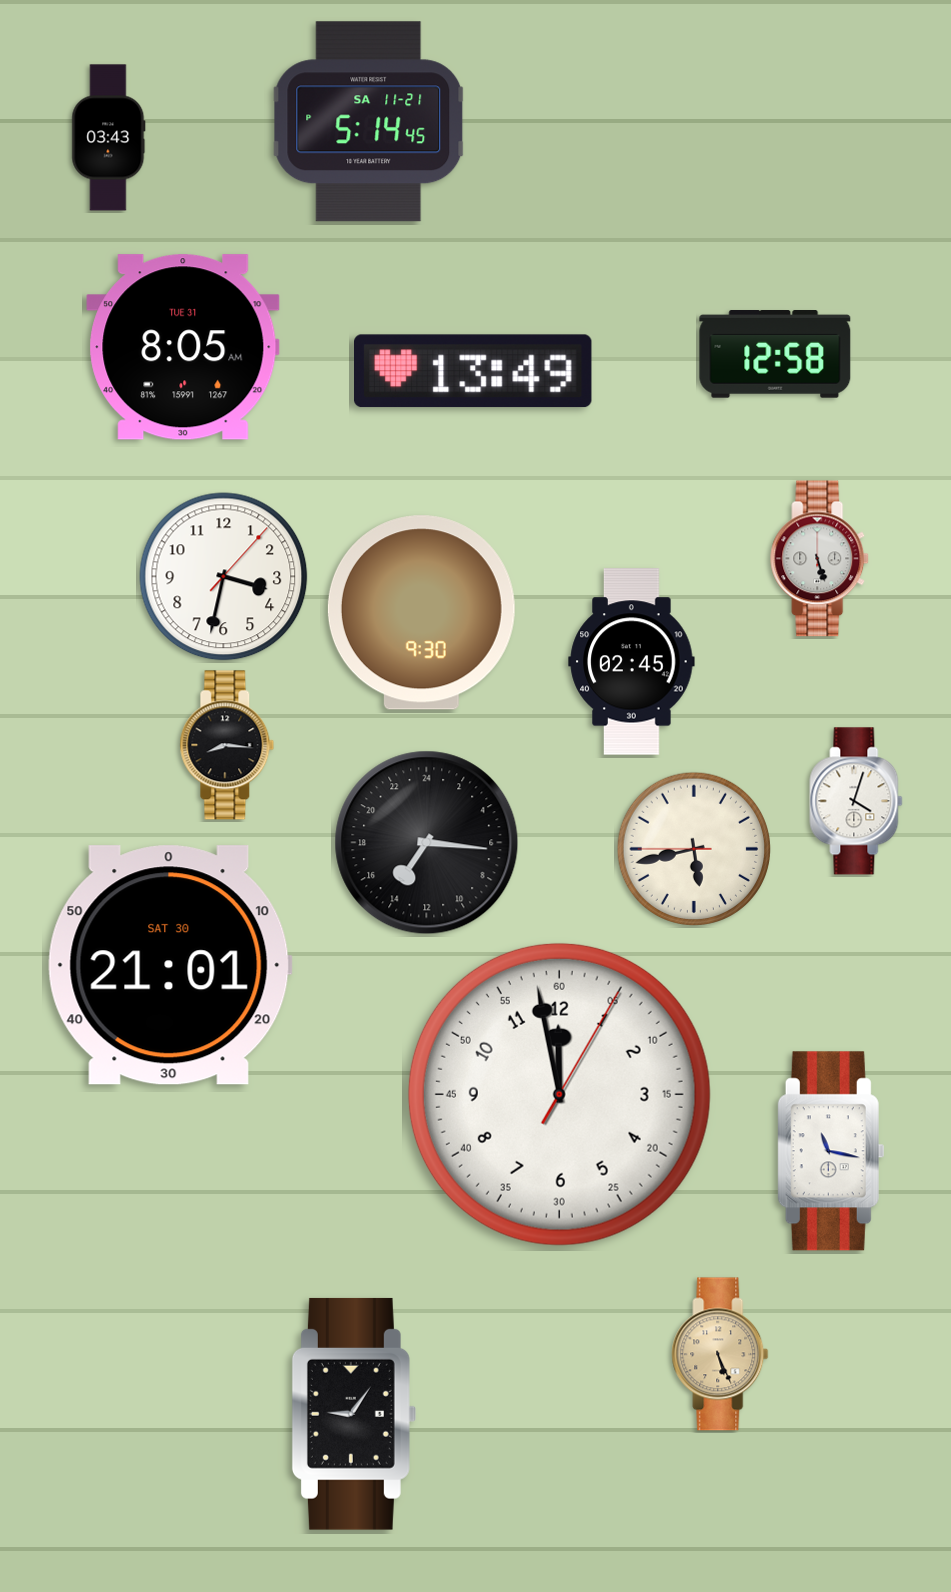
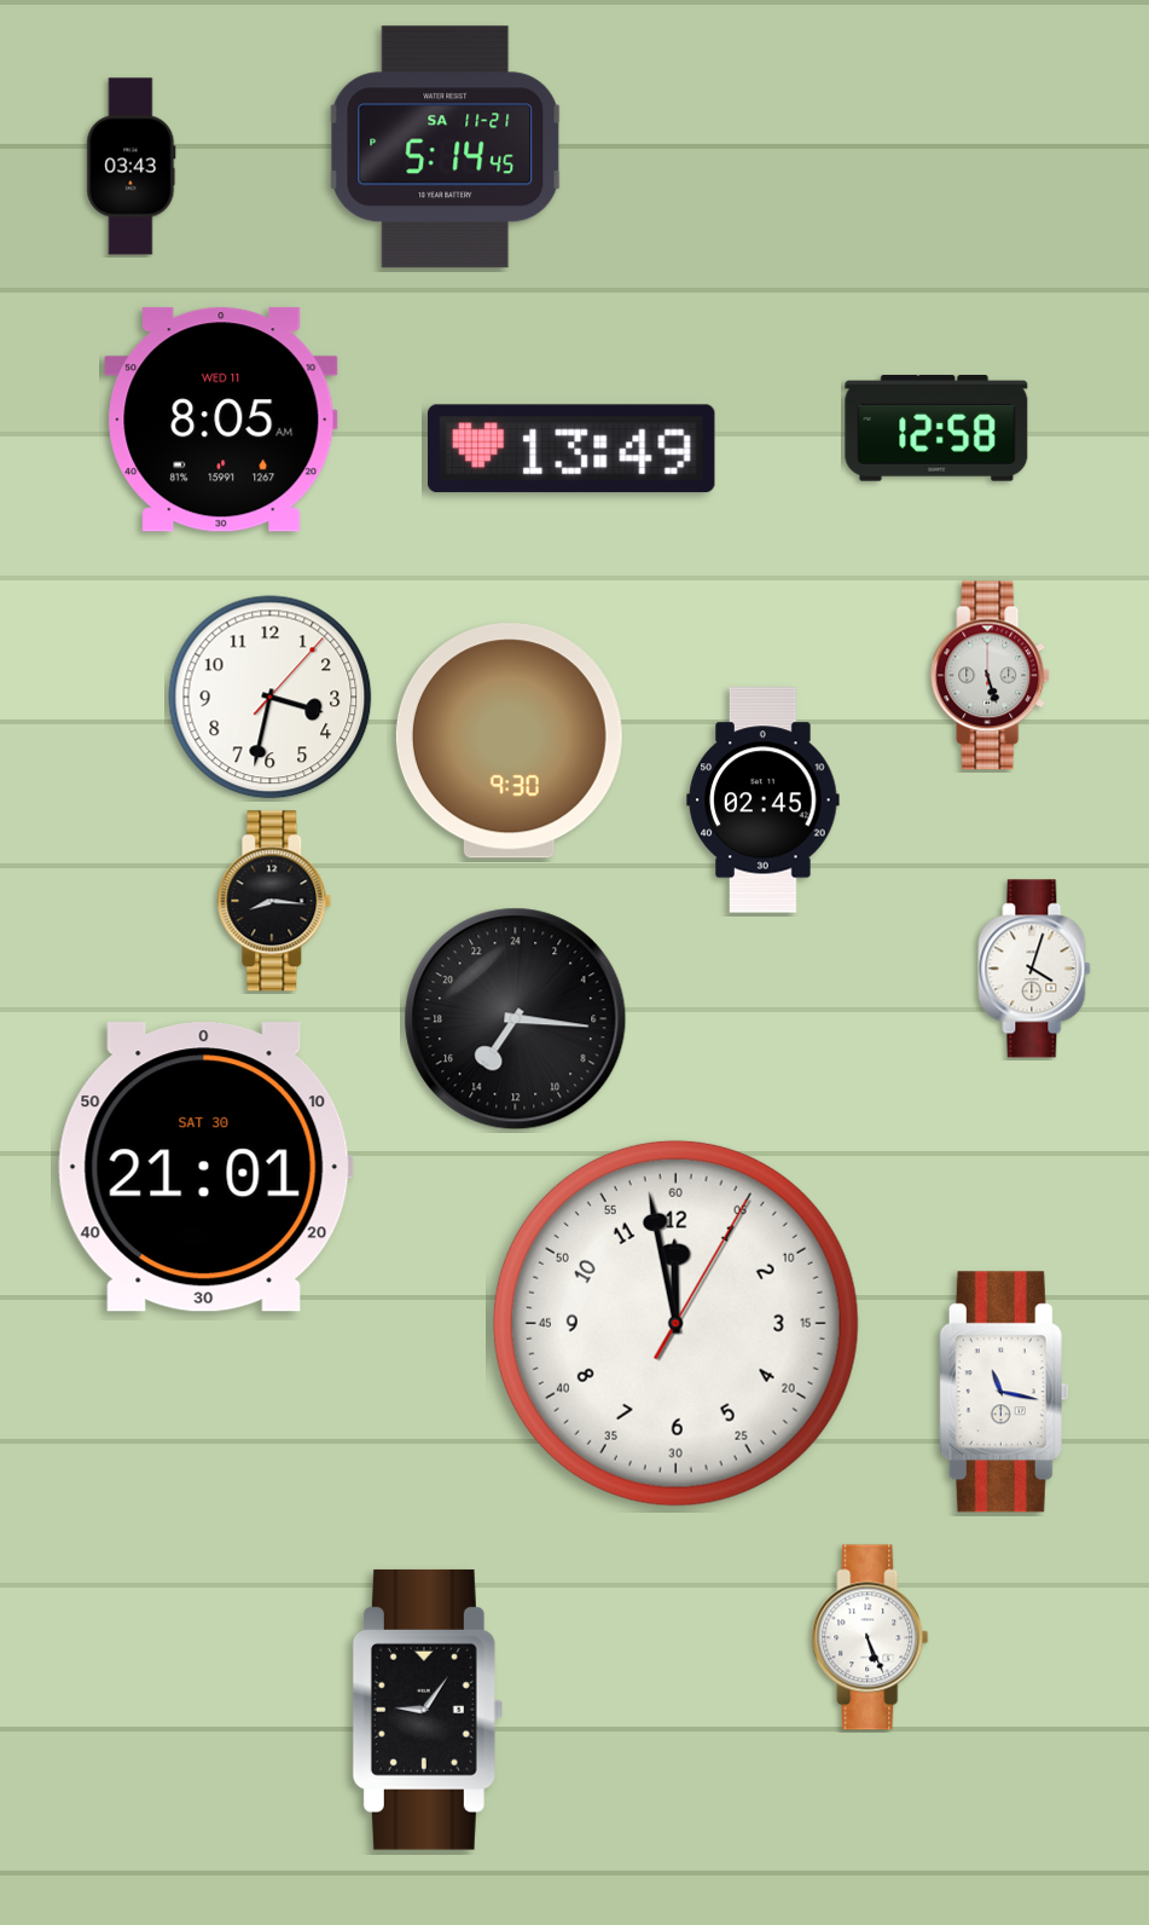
clock at (183, 347) date: TUE 31 -> WED 11
clock at (693, 848): 5:42 -> none
clock at (720, 1354) dial: champagne -> white
